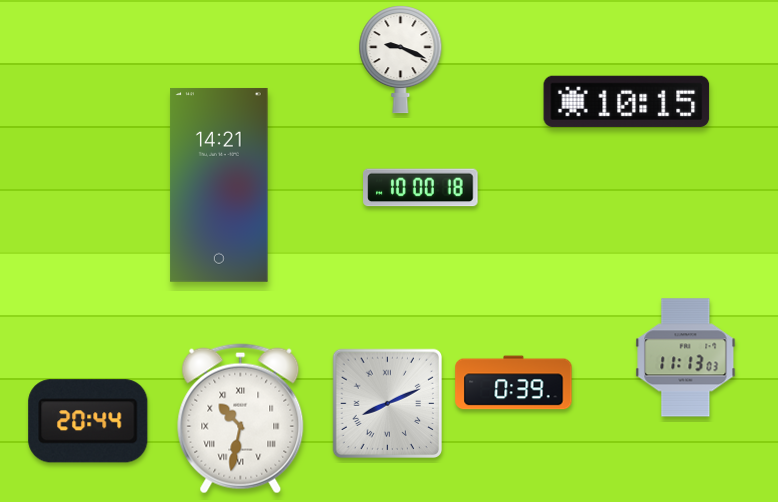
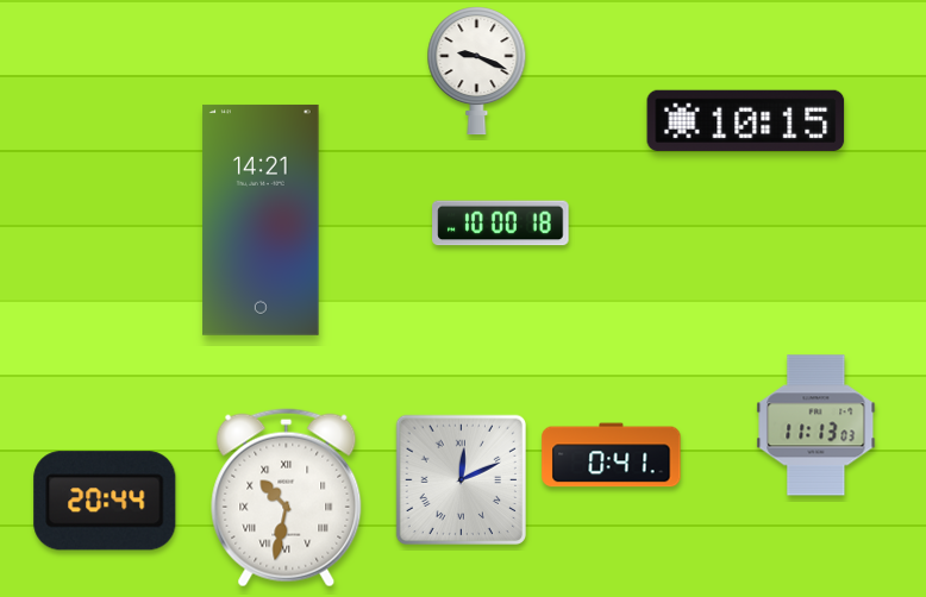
clock at (514, 383): 0:39 -> 0:41
clock at (387, 403): 8:11 -> 12:11
